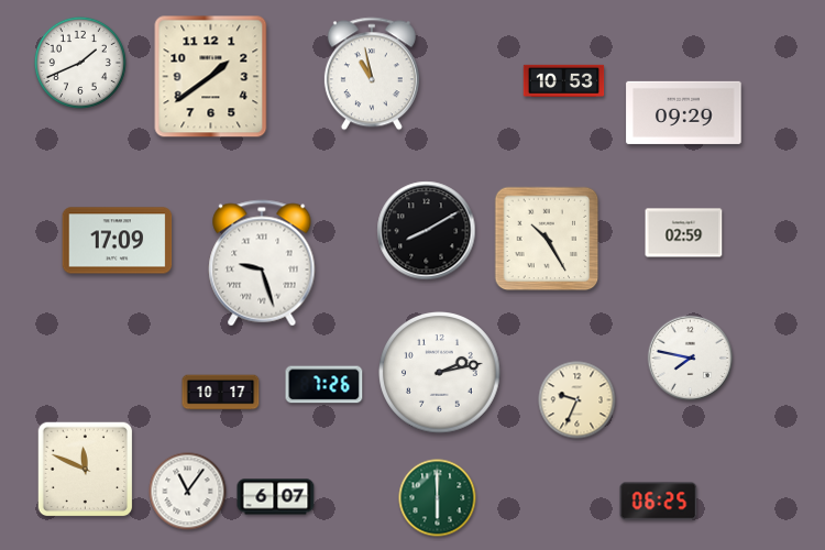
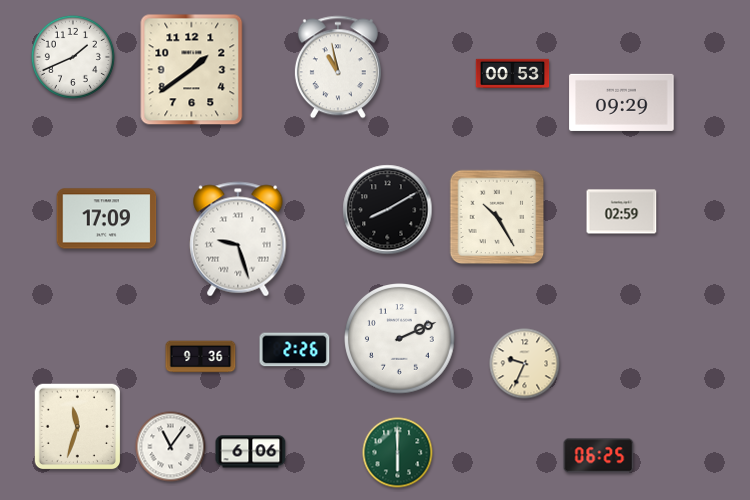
clock at (564, 81): 10:53 -> 00:53
clock at (691, 359): 7:47 -> none
clock at (440, 373): 2:13 -> 2:11
clock at (324, 385): 7:26 -> 2:26
clock at (221, 393): 10:17 -> 9:36
clock at (86, 470): 11:49 -> 11:33
clock at (276, 497): 6:07 -> 6:06
